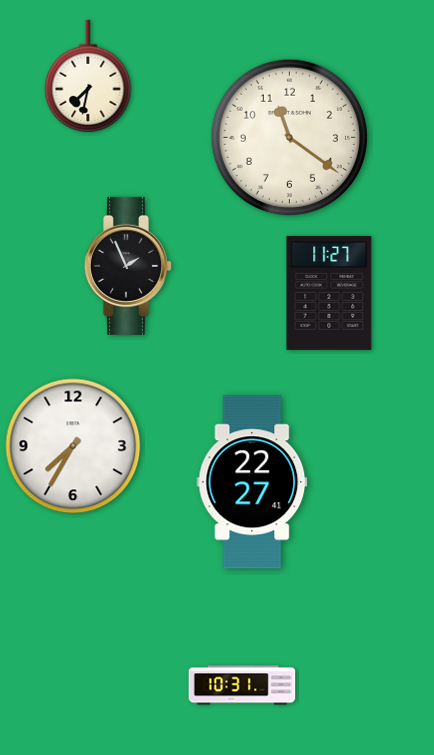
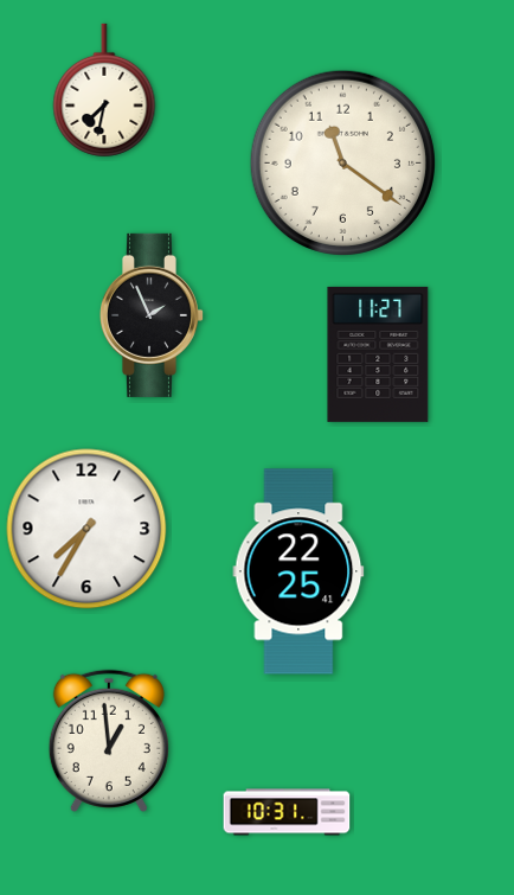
clock at (329, 293) position: (329, 293) -> (378, 354)
clock at (252, 482): 22:27 -> 22:25
clock at (109, 741): none -> 12:59
